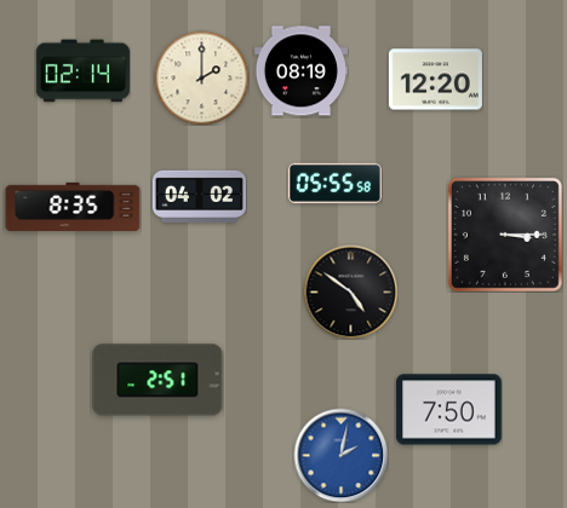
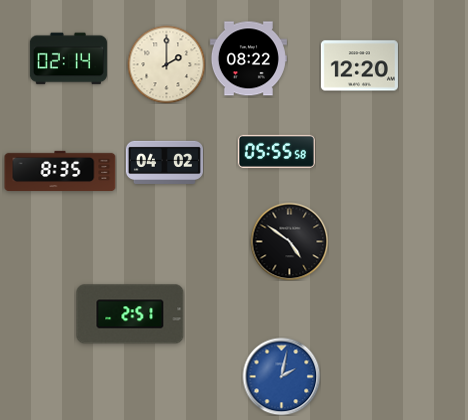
clock at (300, 71): 08:19 -> 08:22
clock at (505, 235): 3:15 -> none
clock at (449, 410): 7:50 -> none
